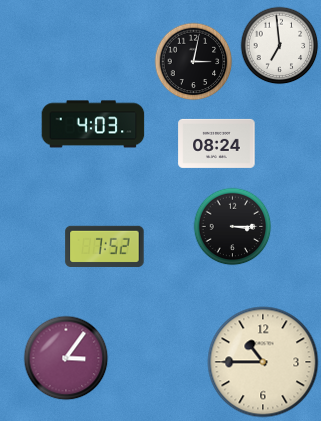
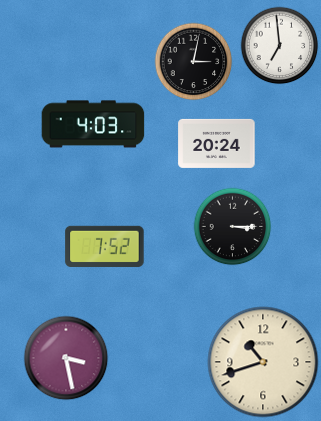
clock at (217, 143): 08:24 -> 20:24
clock at (66, 358): 3:06 -> 3:28
clock at (263, 362): 10:45 -> 10:42
